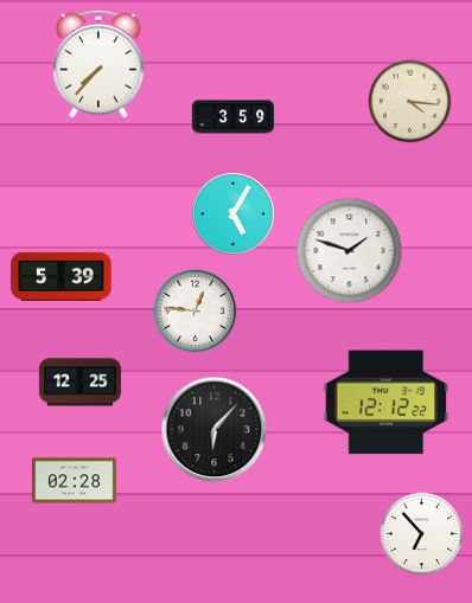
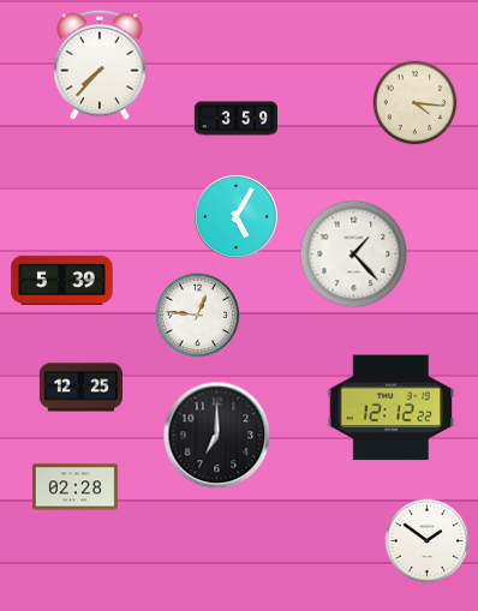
clock at (350, 251): 1:48 -> 1:23
clock at (215, 430): 6:07 -> 7:00
clock at (422, 534): 6:53 -> 1:51
